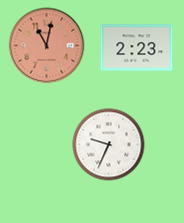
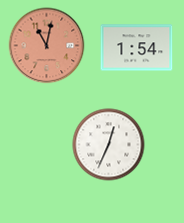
clock at (137, 48): 2:23 -> 1:54
clock at (109, 145): 9:34 -> 12:34
